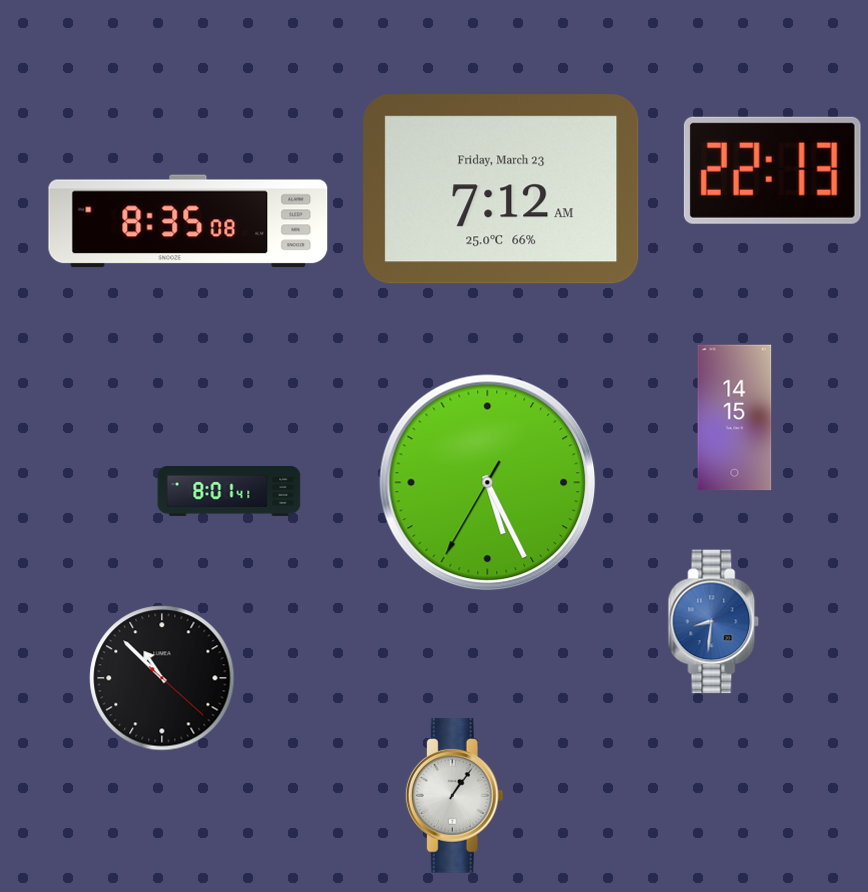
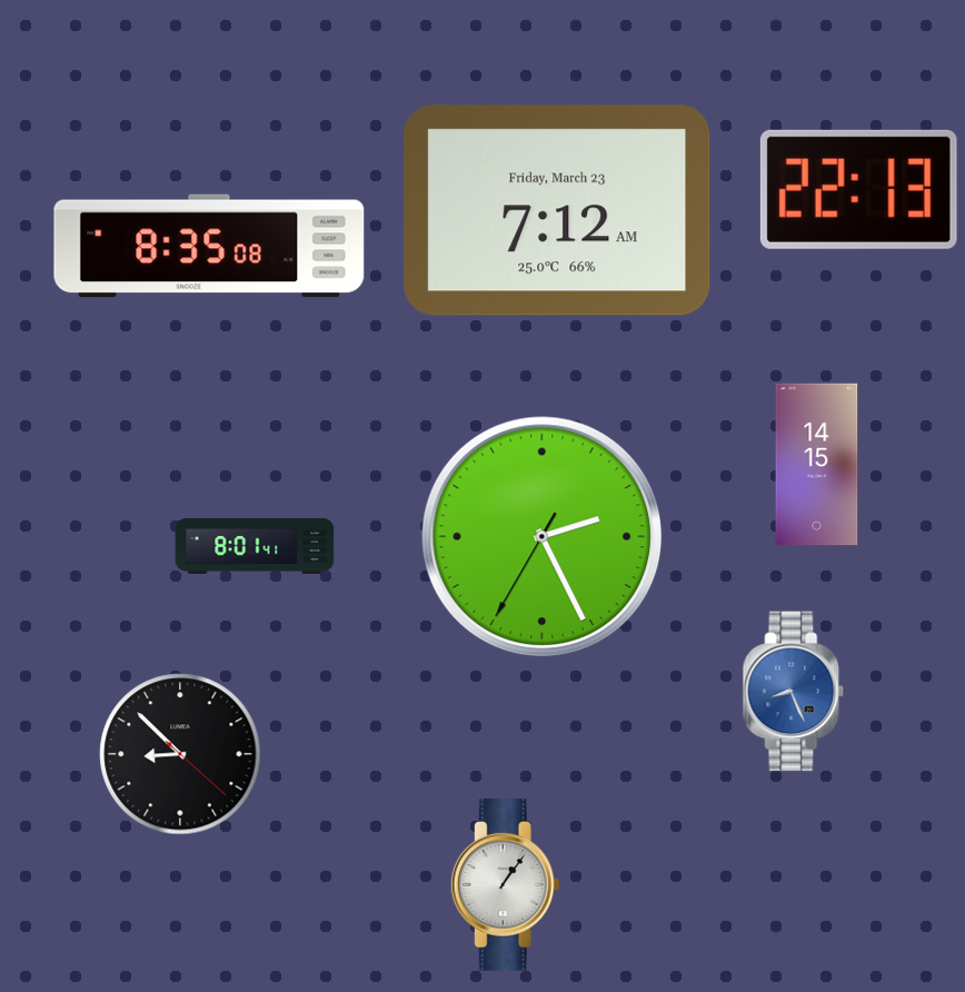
clock at (488, 483): 5:25 -> 2:25
clock at (714, 622): 8:31 -> 8:26
clock at (162, 678): 10:52 -> 8:52
